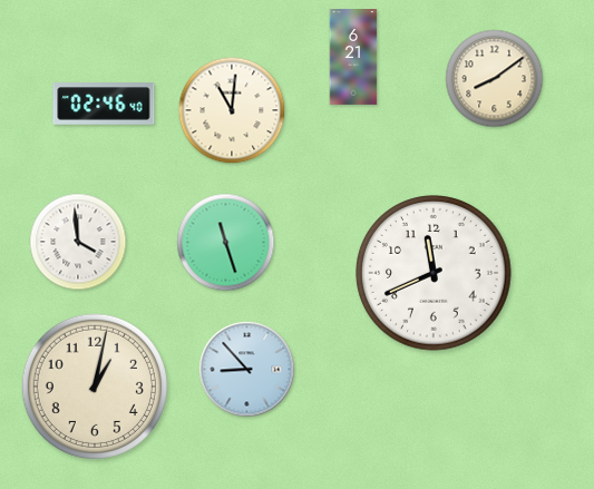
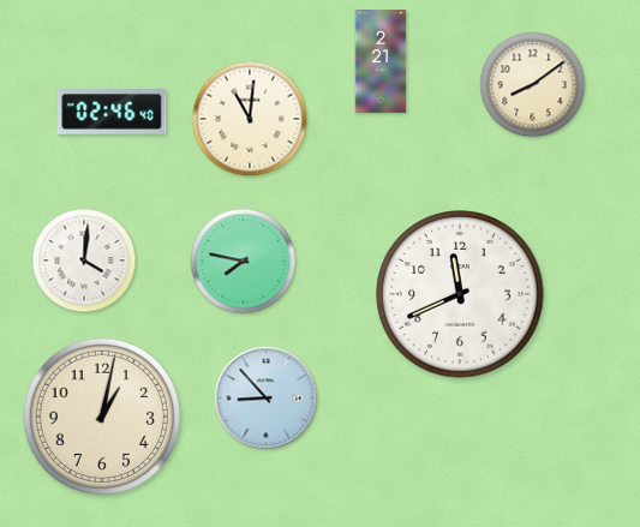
clock at (353, 58): 6:21 -> 2:21
clock at (78, 242): 3:59 -> 4:01
clock at (226, 243): 11:27 -> 7:47
clock at (434, 273) position: (434, 273) -> (460, 294)
